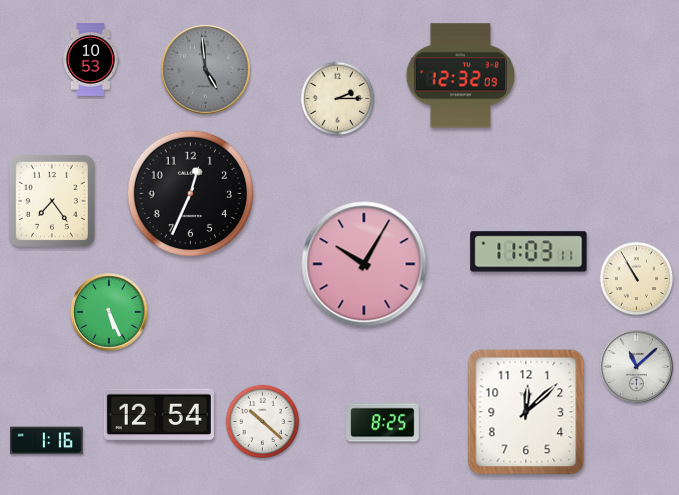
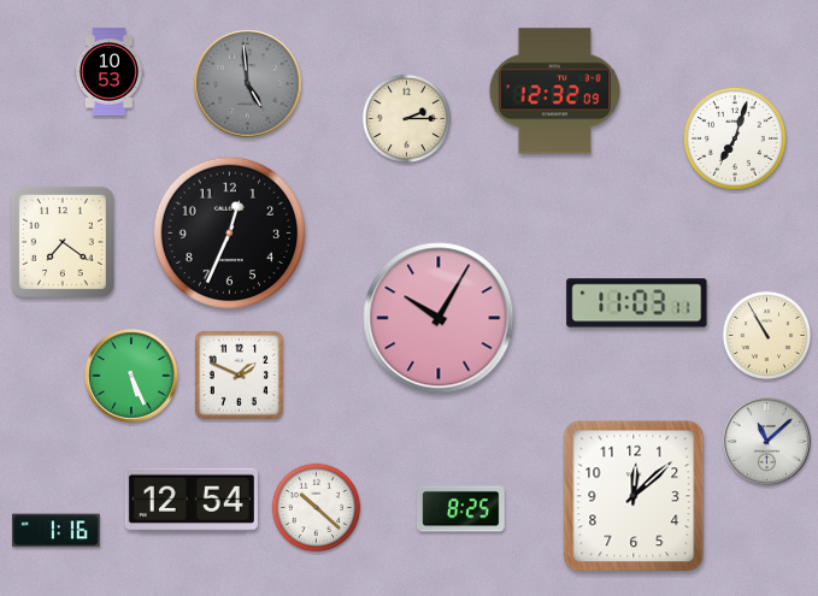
clock at (736, 140): none -> 7:03
clock at (52, 201): 7:24 -> 7:21
clock at (239, 374): none -> 1:49
